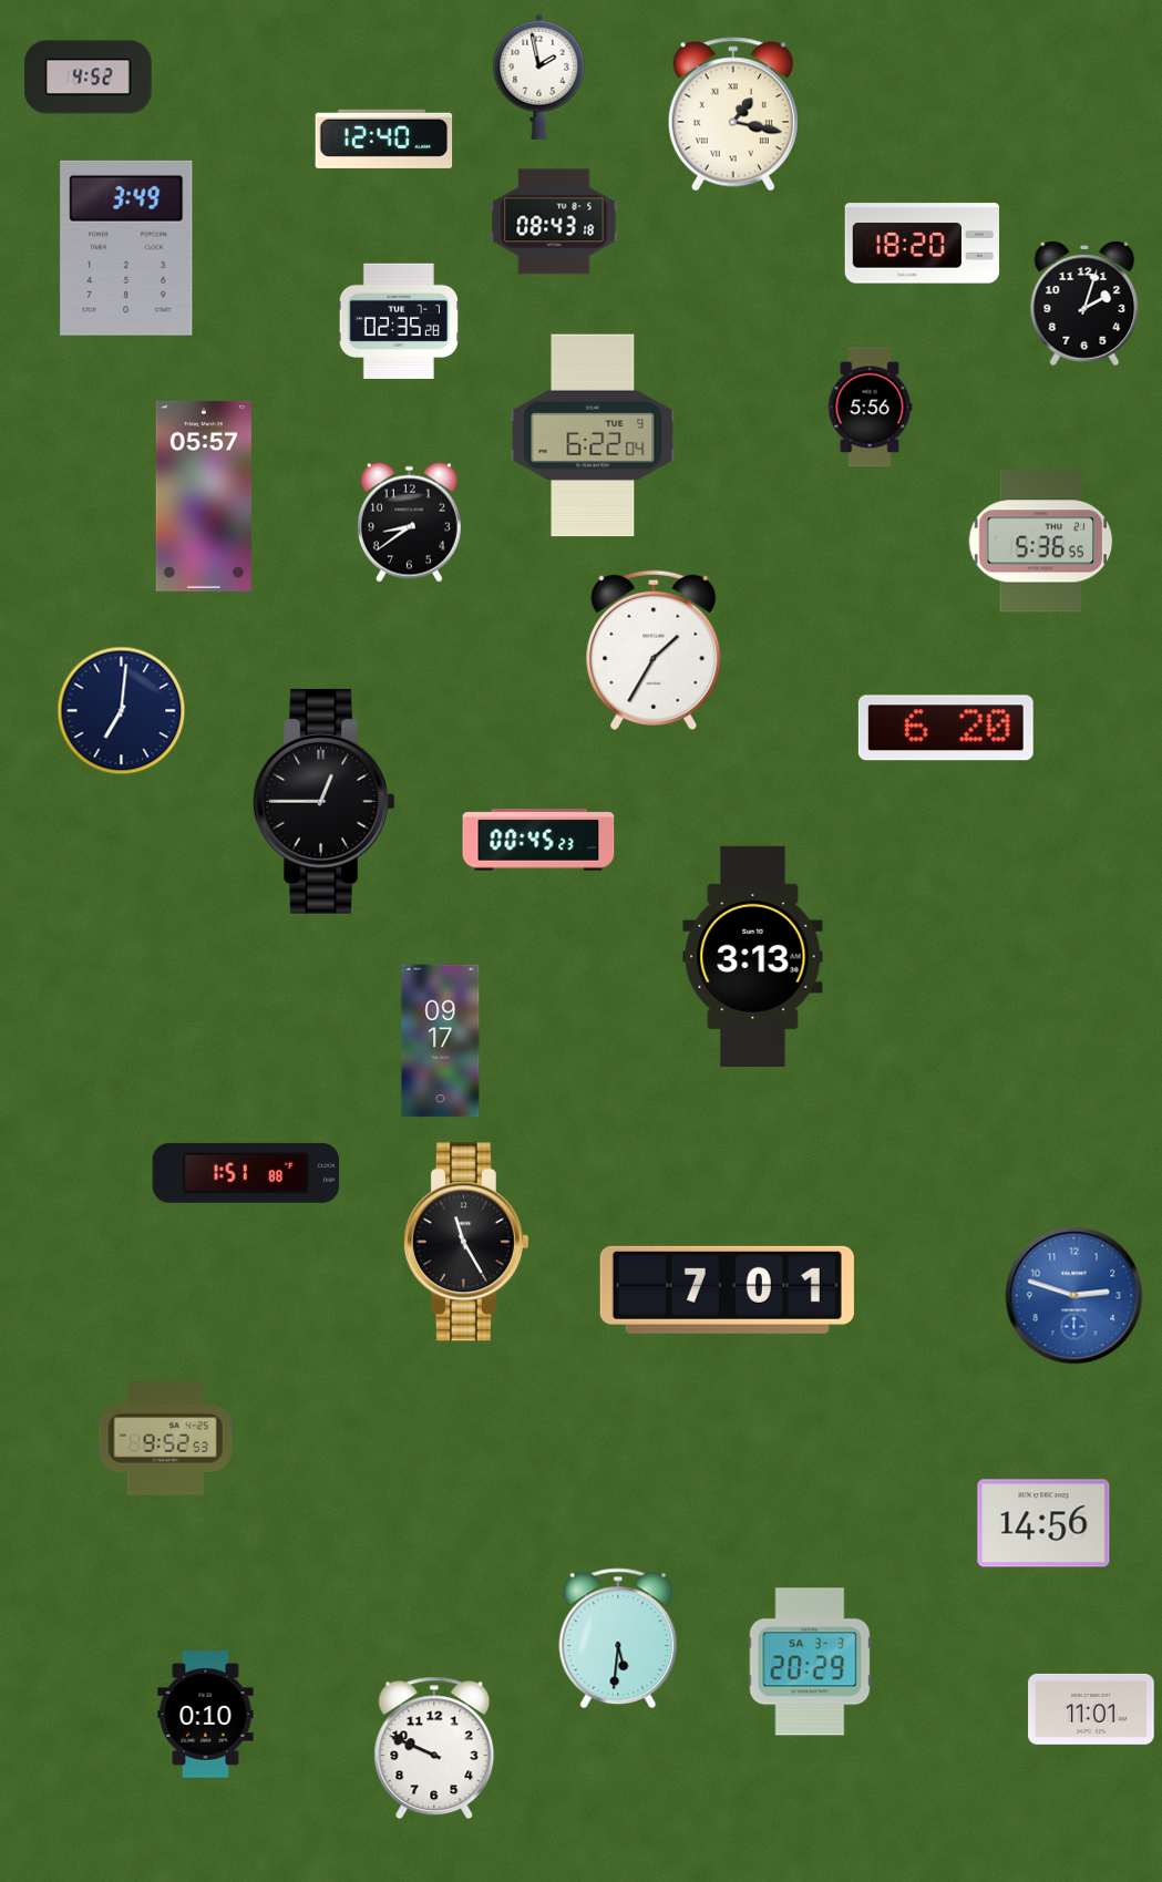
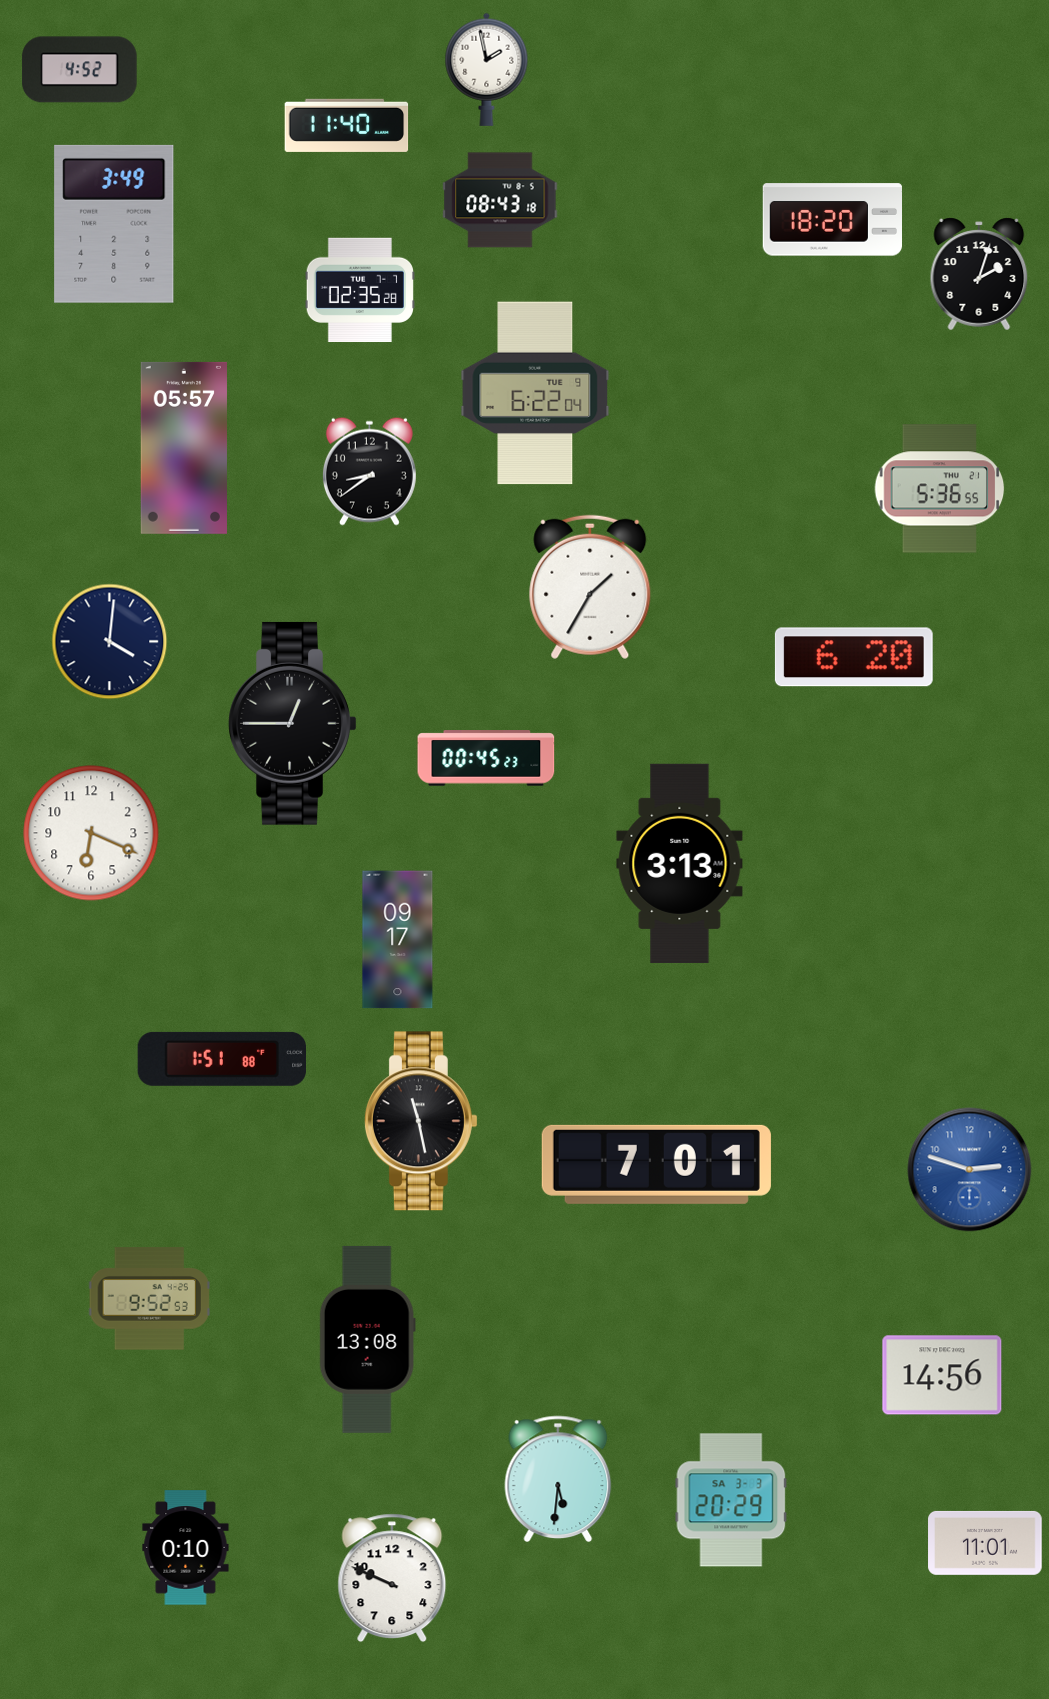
clock at (733, 114): 1:17 -> none
clock at (384, 138): 12:40 -> 11:40
clock at (870, 408): 5:56 -> none
clock at (122, 711): 7:01 -> 4:01
clock at (91, 833): none -> 6:19
clock at (466, 1242): 11:25 -> 11:28
clock at (367, 1339): none -> 13:08
